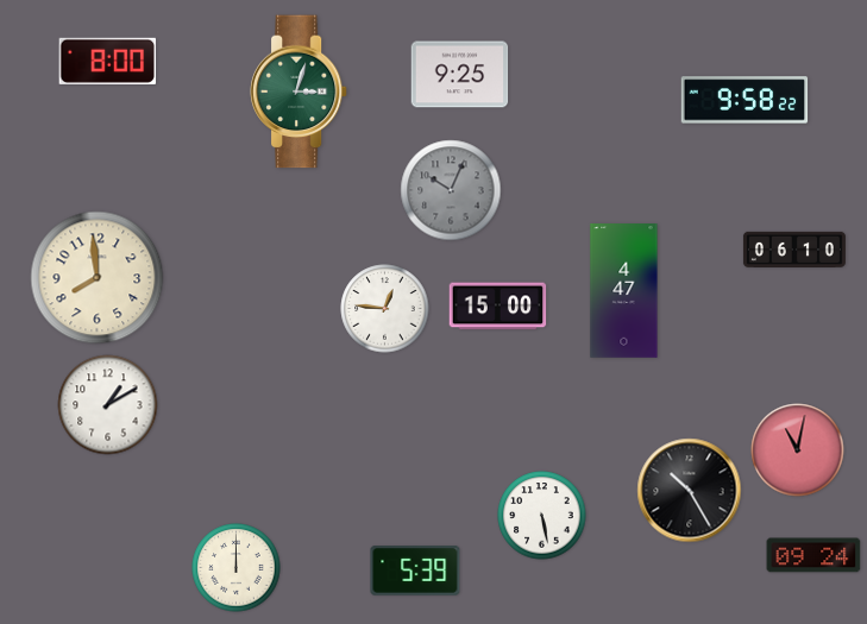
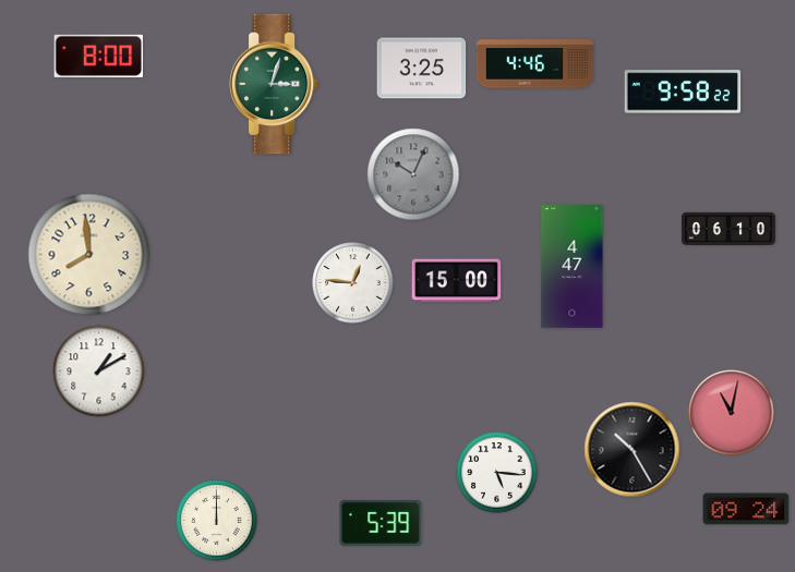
clock at (535, 64): none -> 4:46
clock at (460, 75): 9:25 -> 3:25
clock at (542, 516): 5:28 -> 5:16
